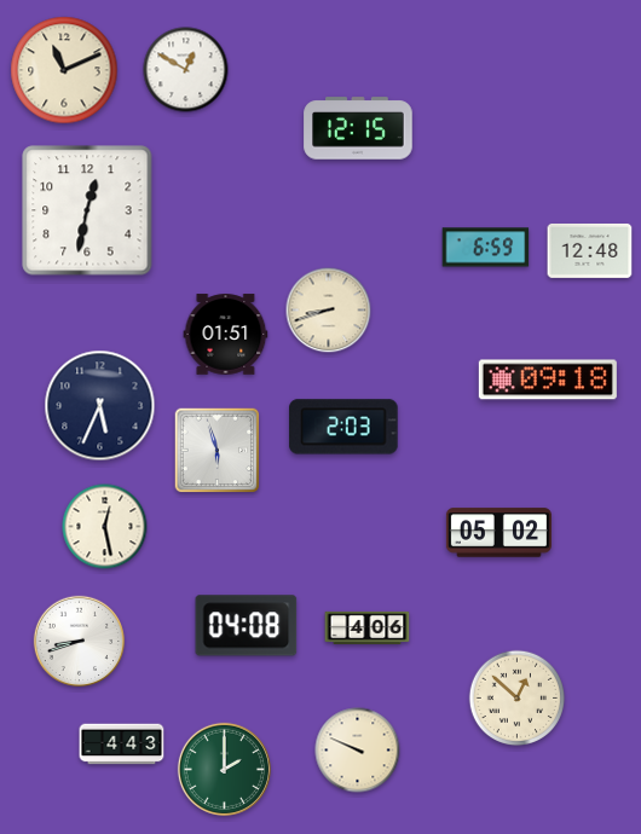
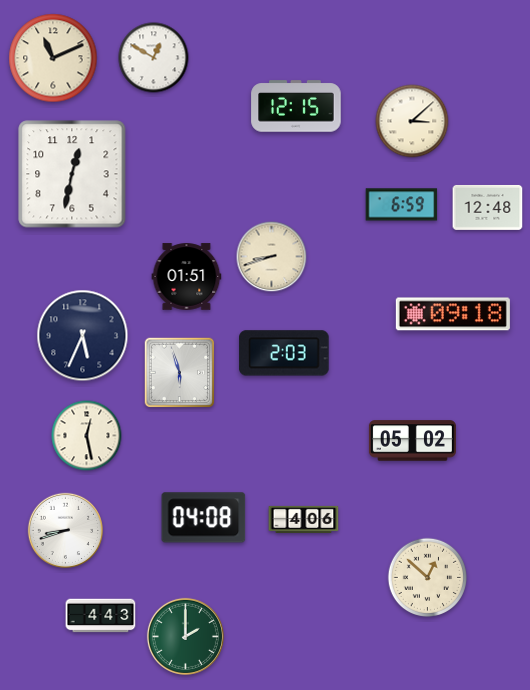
clock at (412, 121): none -> 3:08
clock at (358, 751): 9:49 -> none
